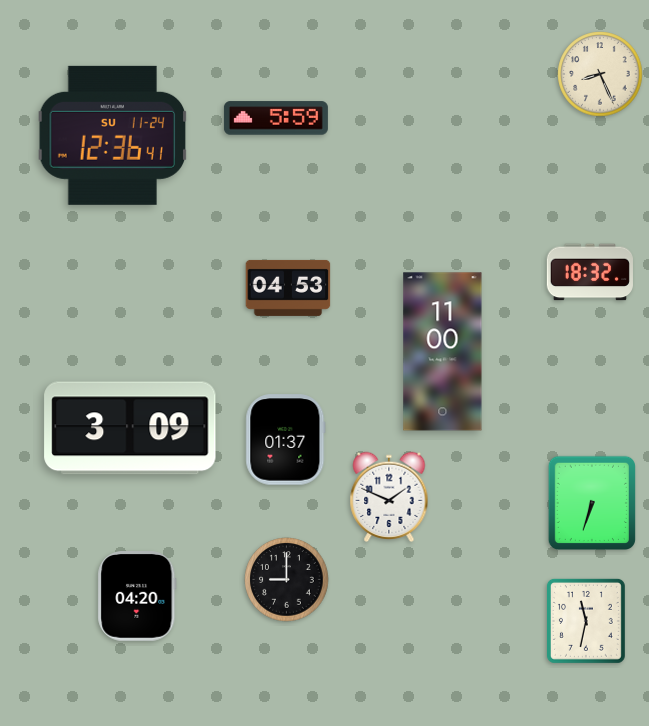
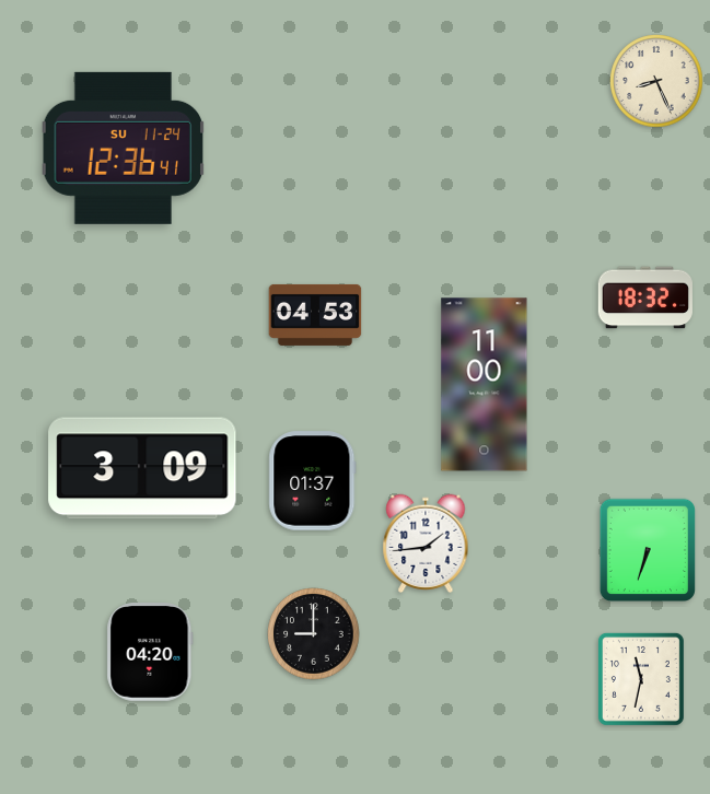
clock at (276, 118): 5:59 -> none
clock at (389, 497): 1:49 -> 1:44
